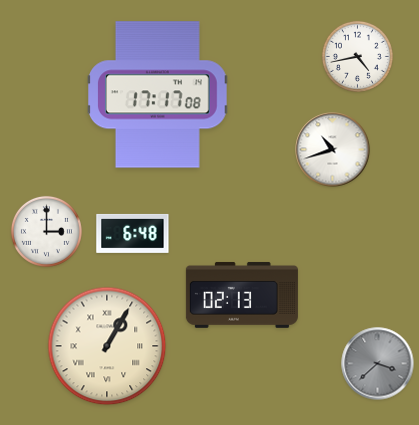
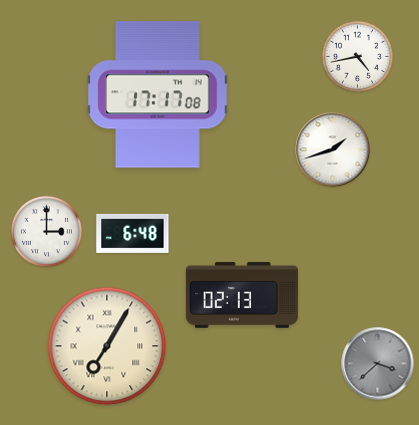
clock at (333, 150): 10:42 -> 1:42
clock at (107, 346): 1:05 -> 7:05
